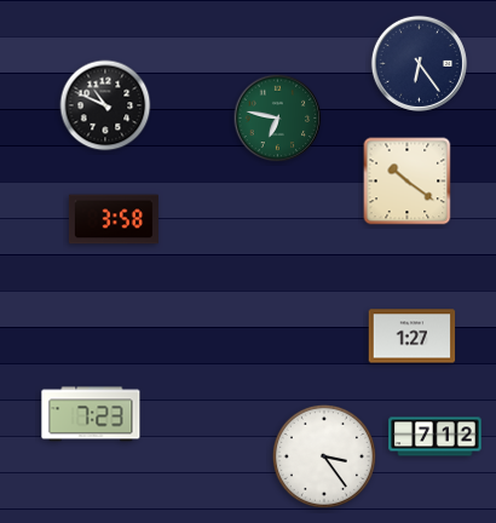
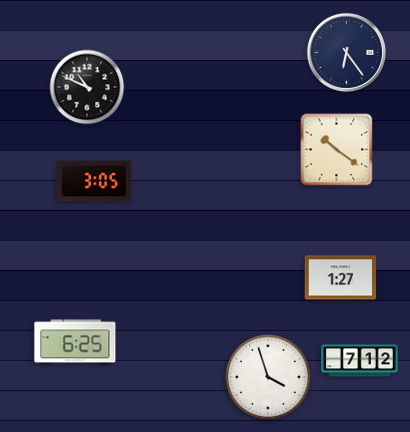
clock at (278, 119): 6:47 -> none
clock at (114, 219): 3:58 -> 3:05
clock at (91, 414): 7:23 -> 6:25
clock at (324, 456): 3:24 -> 3:57
